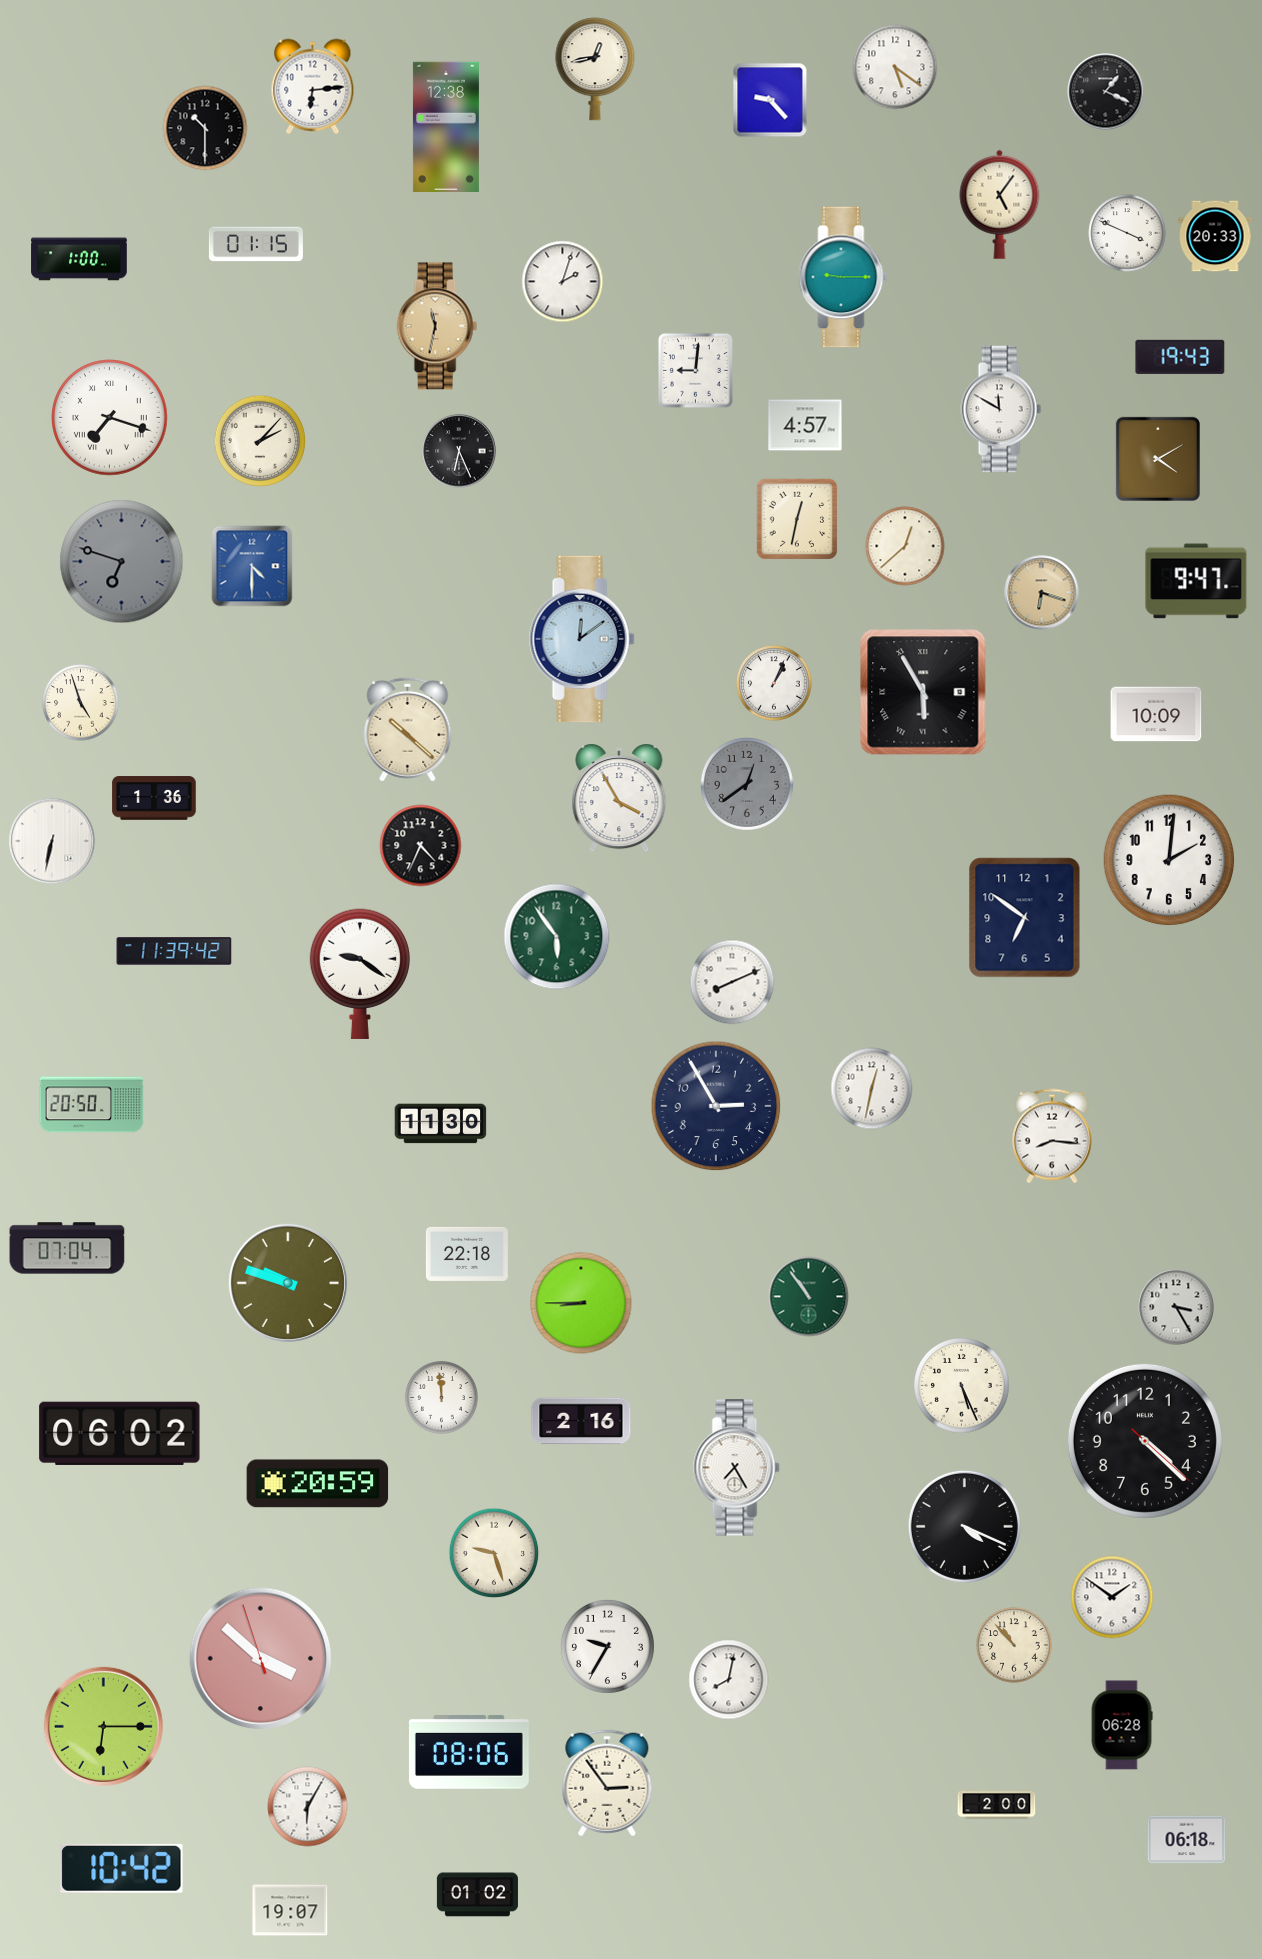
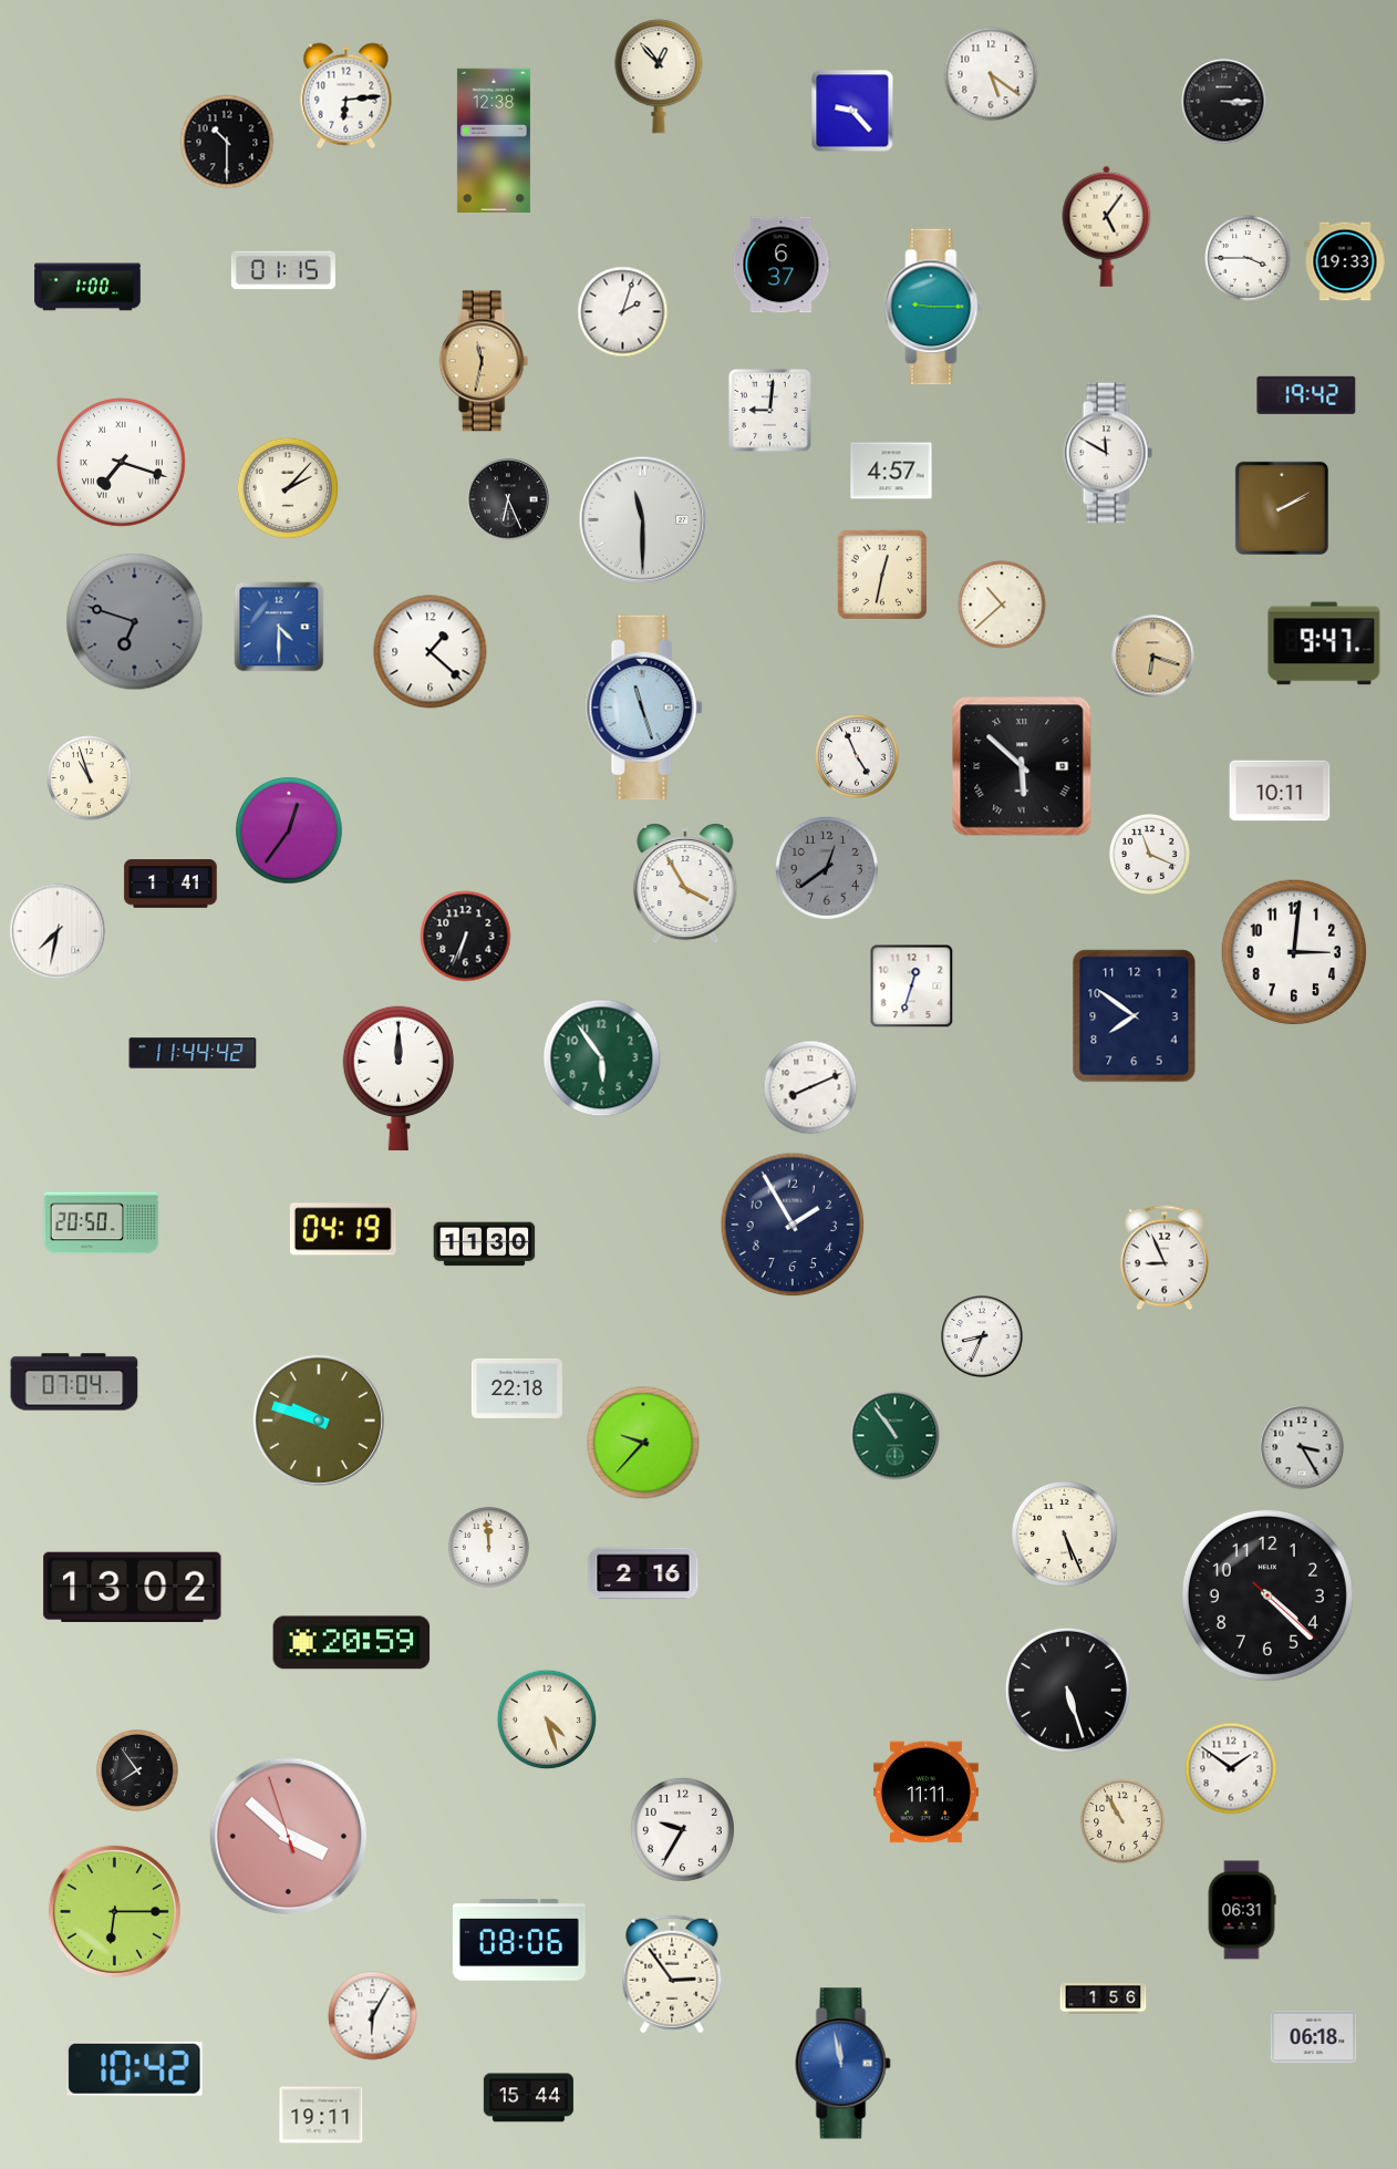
clock at (595, 69): 12:43 -> 12:53
clock at (1106, 92): 1:19 -> 3:15
clock at (1127, 233): 3:49 -> 3:45
clock at (1215, 236): 20:33 -> 19:33
clock at (782, 265): none -> 6:37
clock at (1180, 357): 19:43 -> 19:42
clock at (1158, 459): 4:10 -> 2:10
clock at (643, 520): none -> 11:30
clock at (905, 546): 12:38 -> 10:38
clock at (431, 652): none -> 1:22
clock at (582, 639): 12:09 -> 11:27
clock at (774, 683): 1:04 -> 4:56
clock at (923, 692): 5:55 -> 5:52
clock at (81, 703): 4:57 -> 10:57
clock at (1156, 714): 10:09 -> 10:11
clock at (408, 729): 10:22 -> none
clock at (289, 830): none -> 12:36
clock at (1149, 854): none -> 11:19
clock at (154, 798): 1:36 -> 1:41
clock at (52, 841): 6:32 -> 7:32
clock at (421, 846): 4:34 -> 6:34
clock at (1169, 860): 2:01 -> 3:01
clock at (912, 987): none -> 12:33
clock at (1025, 918): 6:51 -> 7:51
clock at (557, 937) position: (557, 937) -> (602, 1058)
clock at (174, 951): 11:39 -> 11:44
clock at (360, 974): 9:21 -> 12:00
clock at (872, 1089): 12:32 -> none
clock at (716, 1106): 2:55 -> 1:55
clock at (343, 1229): none -> 04:19
clock at (441, 1124) position: (441, 1124) -> (485, 1244)
clock at (1052, 1136): 8:16 -> 8:56
clock at (983, 1337): none -> 8:34
clock at (581, 1303): 8:45 -> 9:37
clock at (120, 1433): 06:02 -> 13:02
clock at (737, 1468): 7:25 -> none
clock at (964, 1526): 4:19 -> 5:27
clock at (494, 1553): 9:27 -> 4:27
clock at (138, 1772): none -> 7:54
clock at (925, 1793): none -> 11:11
clock at (1014, 1645): 10:53 -> 10:55
clock at (607, 1646) position: (607, 1646) -> (682, 1829)
clock at (729, 1680): 8:02 -> none
clock at (1122, 1725): 06:28 -> 06:31
clock at (997, 1805): 2:00 -> 1:56
clock at (308, 1807) position: (308, 1807) -> (373, 2016)
clock at (844, 2064): none -> 11:58
clock at (477, 1895): 01:02 -> 15:44
clock at (290, 1910): 19:07 -> 19:11
